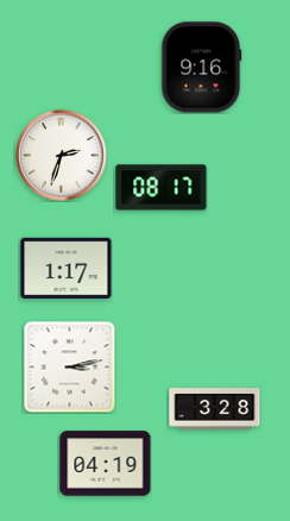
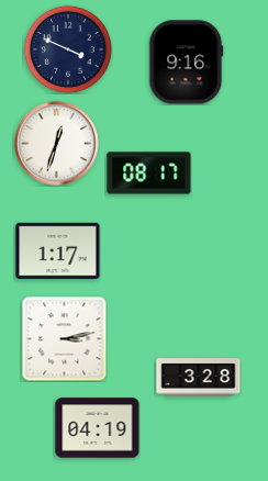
clock at (68, 49): none -> 3:49
clock at (62, 156): 2:33 -> 12:33
clock at (67, 269) position: (67, 269) -> (58, 251)
